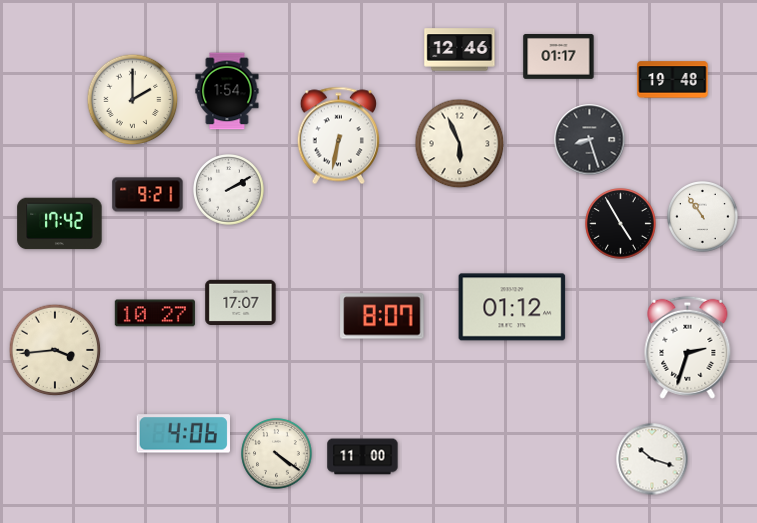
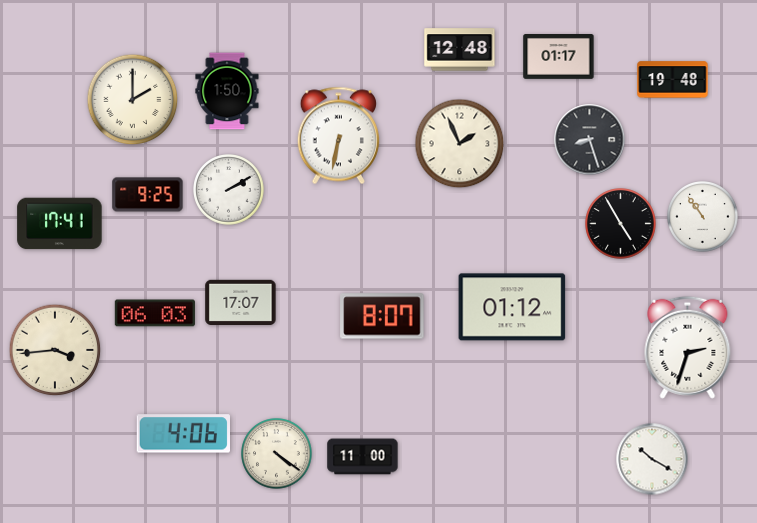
clock at (460, 50): 12:46 -> 12:48
clock at (227, 91): 1:54 -> 1:50
clock at (460, 144): 5:56 -> 1:56
clock at (148, 195): 9:21 -> 9:25
clock at (60, 224): 17:42 -> 17:41
clock at (155, 313): 10:27 -> 06:03
clock at (652, 459): 10:18 -> 10:20
